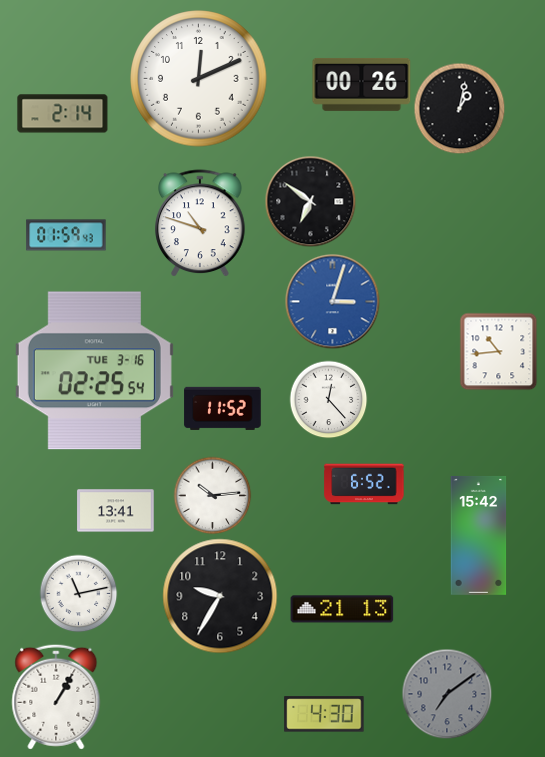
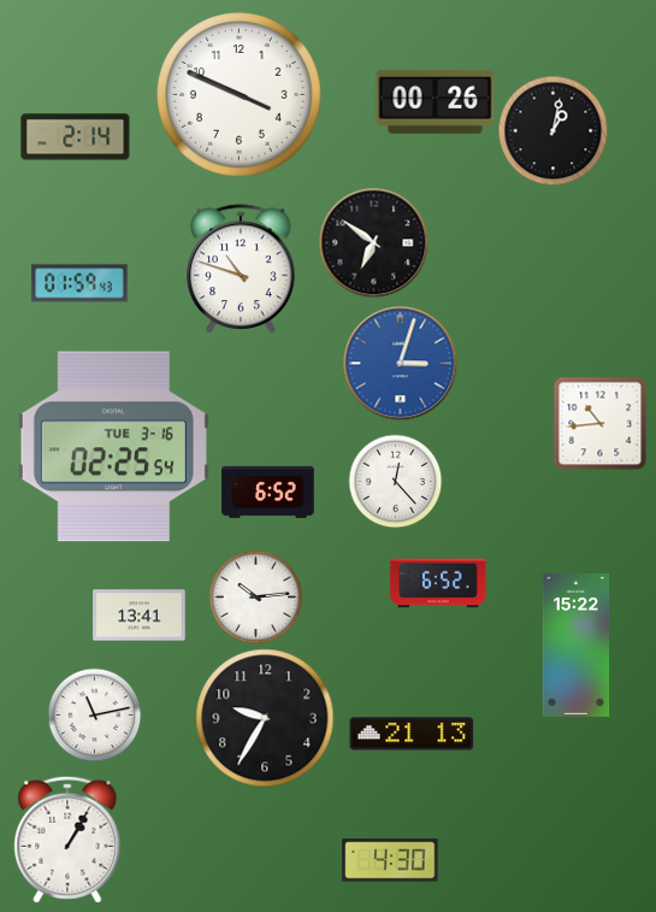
clock at (199, 79): 12:11 -> 3:49
clock at (223, 408): 11:52 -> 6:52
clock at (479, 535): 15:42 -> 15:22
clock at (447, 694): 7:09 -> none
